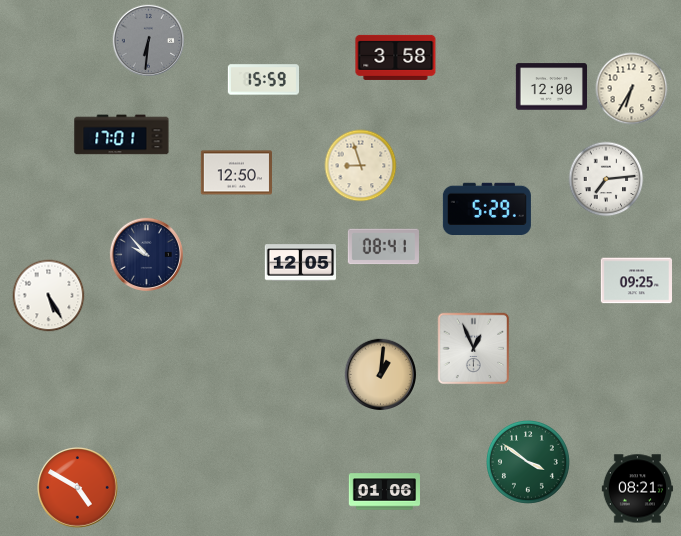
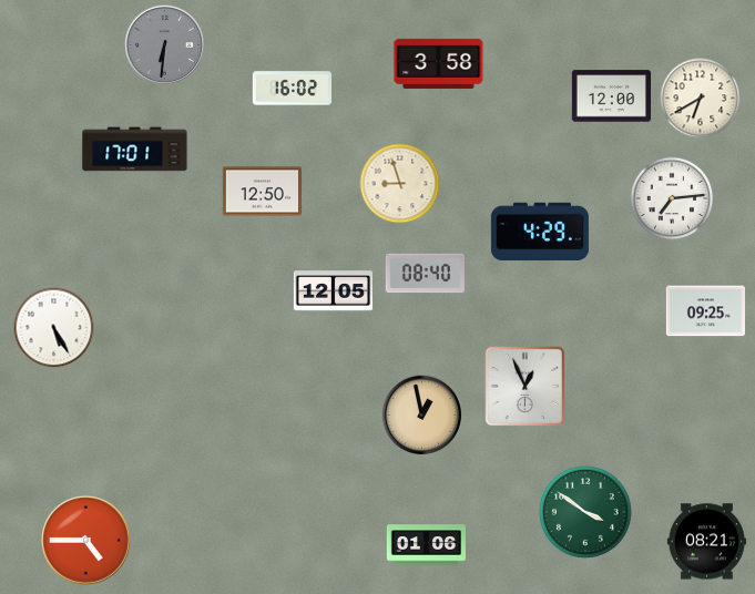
clock at (263, 80): 15:59 -> 16:02
clock at (632, 89): 6:35 -> 6:40
clock at (487, 208): 5:29 -> 4:29
clock at (383, 247): 08:41 -> 08:40
clock at (146, 254): 9:53 -> none
clock at (380, 374): 1:01 -> 12:58
clock at (78, 488): 4:50 -> 4:45
